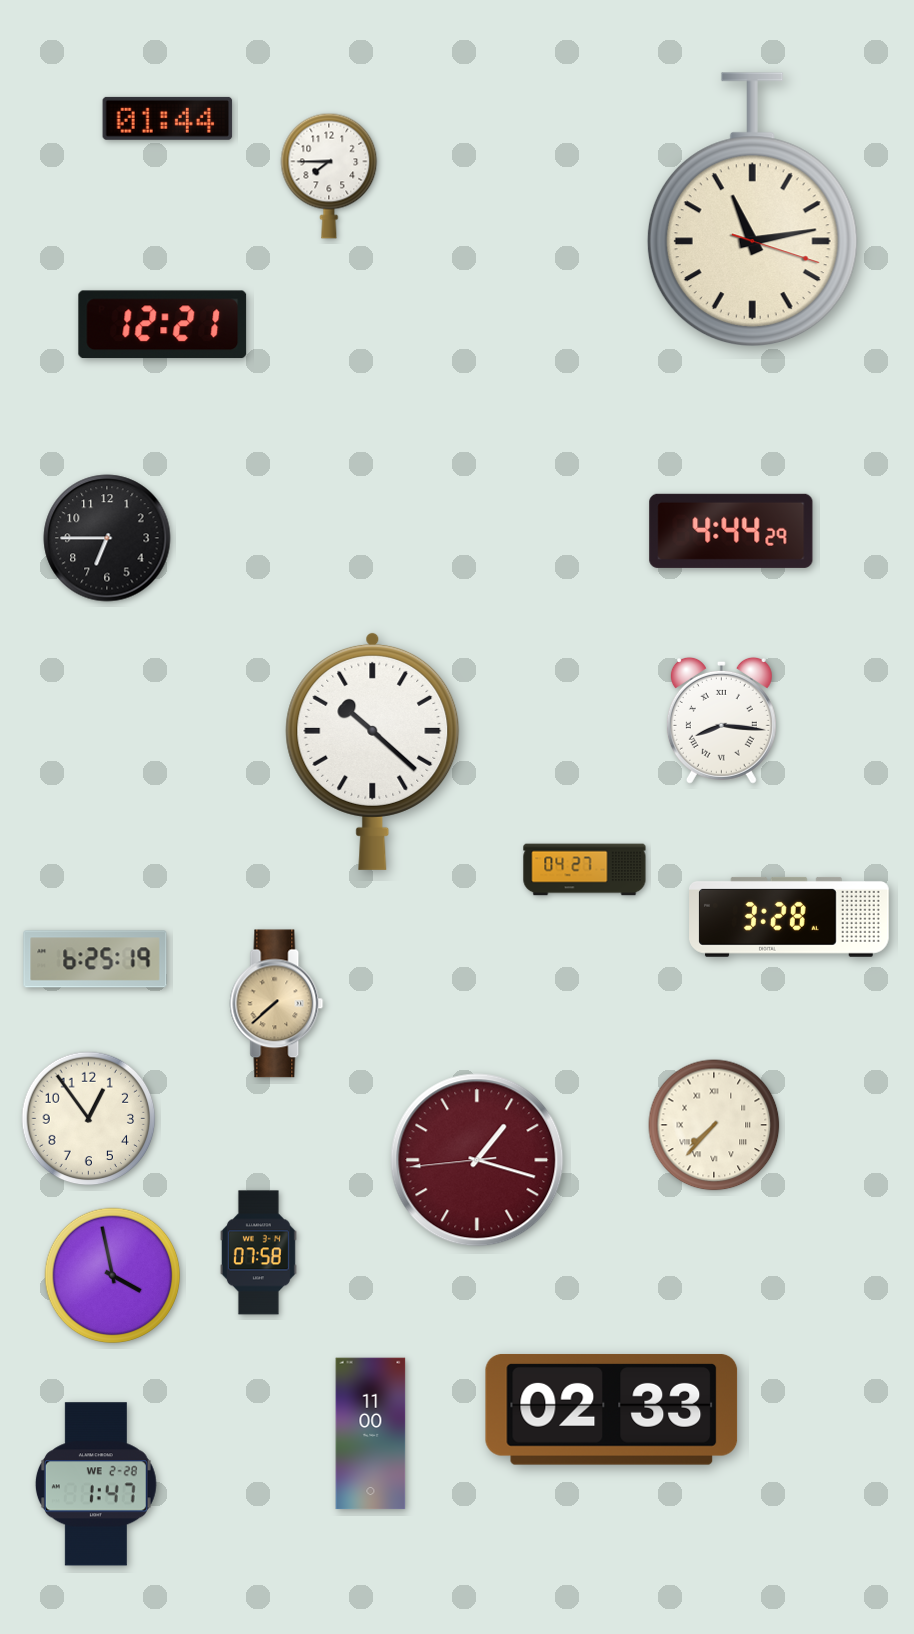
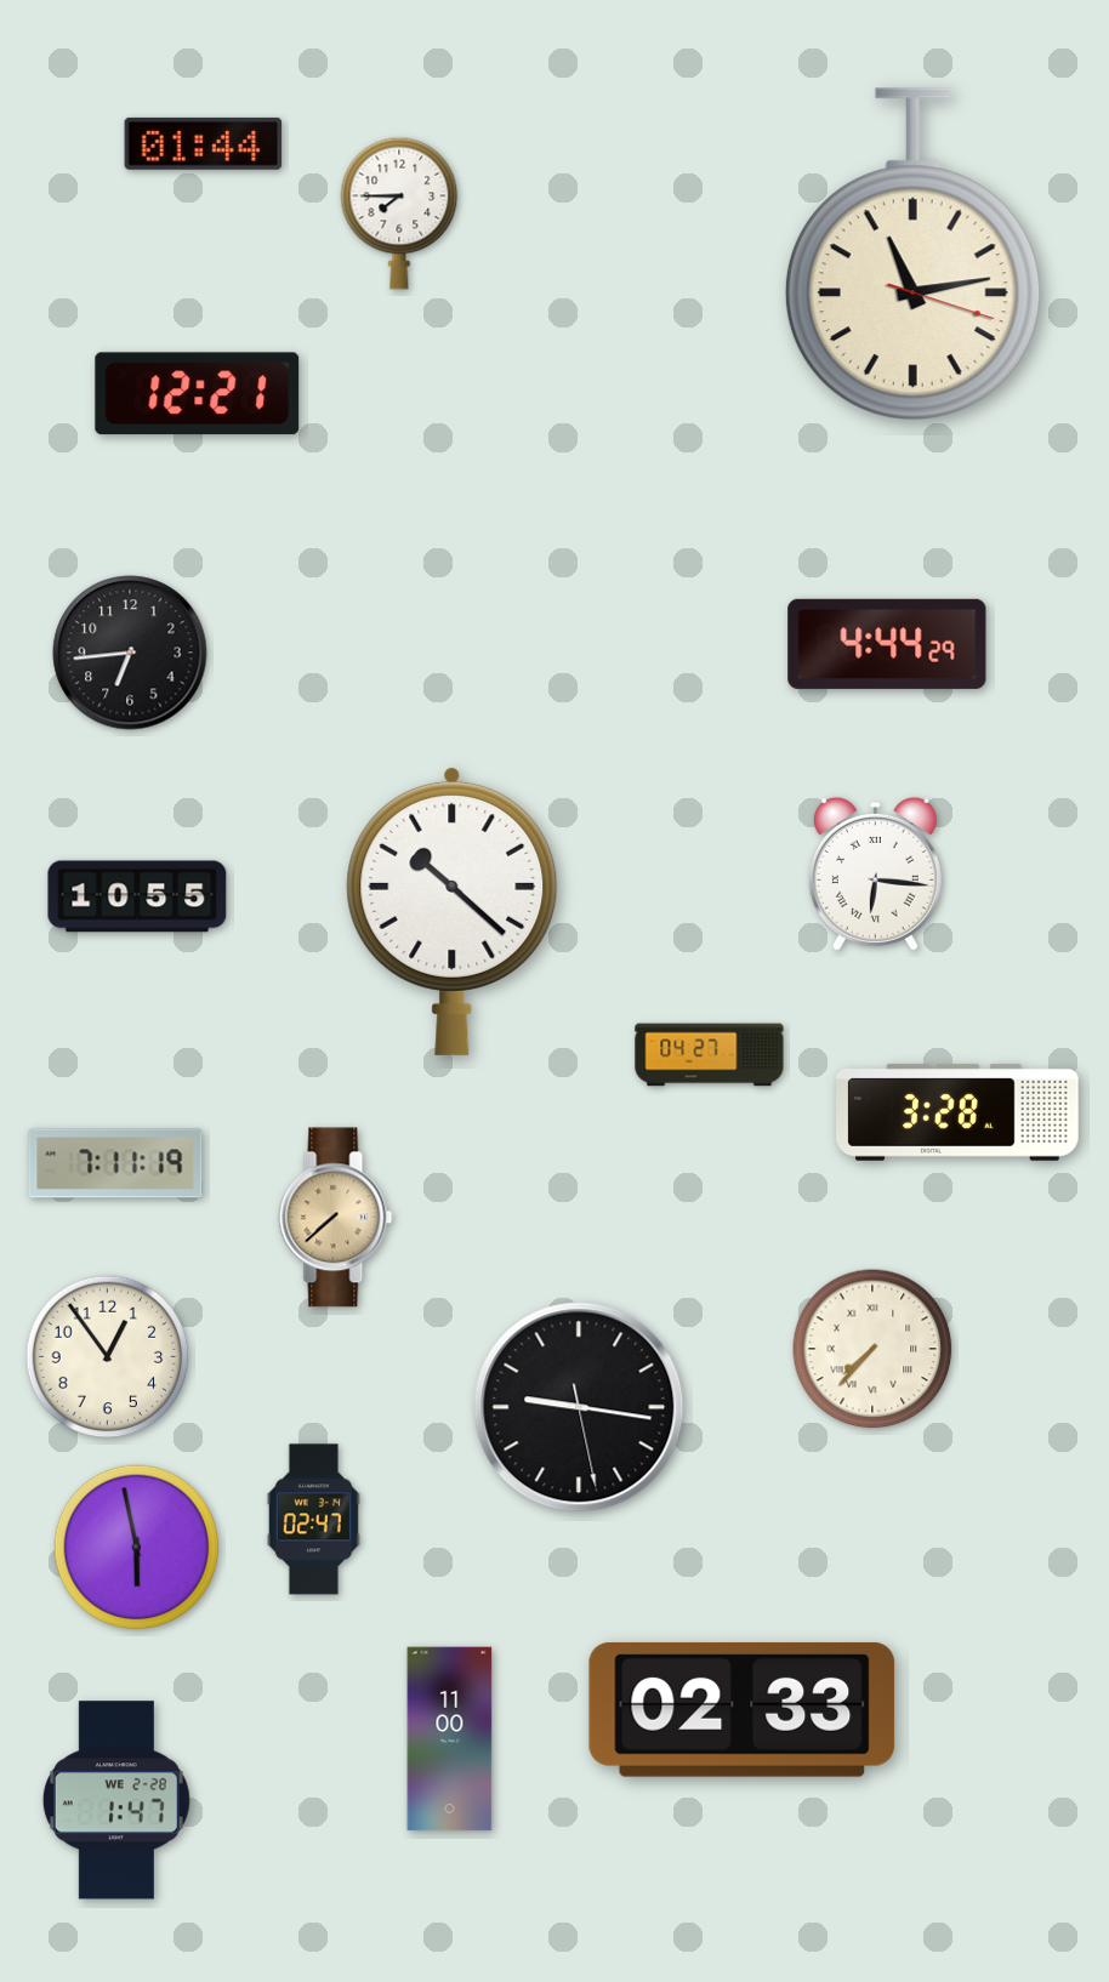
clock at (107, 538): 6:45 -> 6:44
clock at (721, 720): 8:16 -> 6:16
clock at (137, 896): none -> 10:55
clock at (95, 959): 6:25 -> 7:11
clock at (714, 1125) position: (714, 1125) -> (872, 1349)
clock at (477, 1160): 1:17 -> 9:16
clock at (477, 1160) dial: burgundy -> black
clock at (258, 1253): 07:58 -> 02:47
clock at (113, 1276): 3:58 -> 5:58
